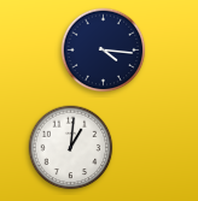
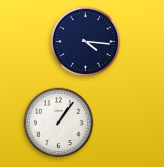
clock at (71, 148): 1:01 -> 1:06
